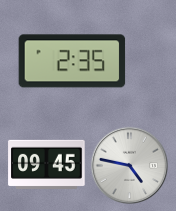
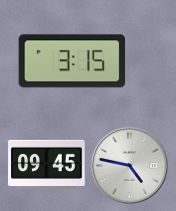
clock at (72, 61): 2:35 -> 3:15
